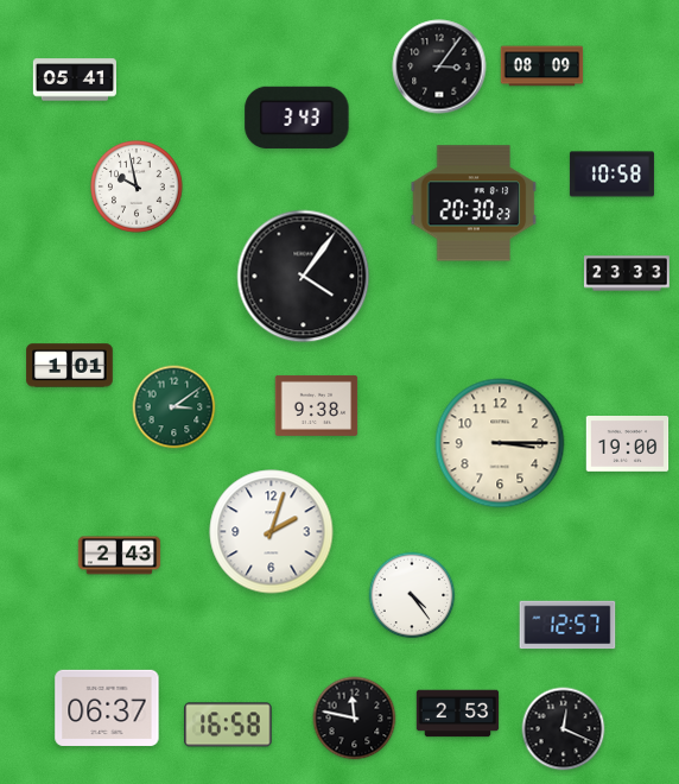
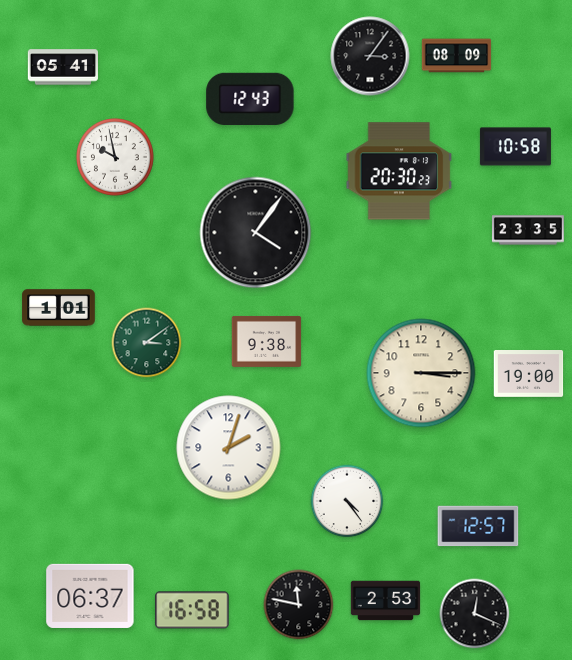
clock at (297, 118): 3:43 -> 12:43
clock at (627, 273): 23:33 -> 23:35
clock at (120, 556): 2:43 -> none
